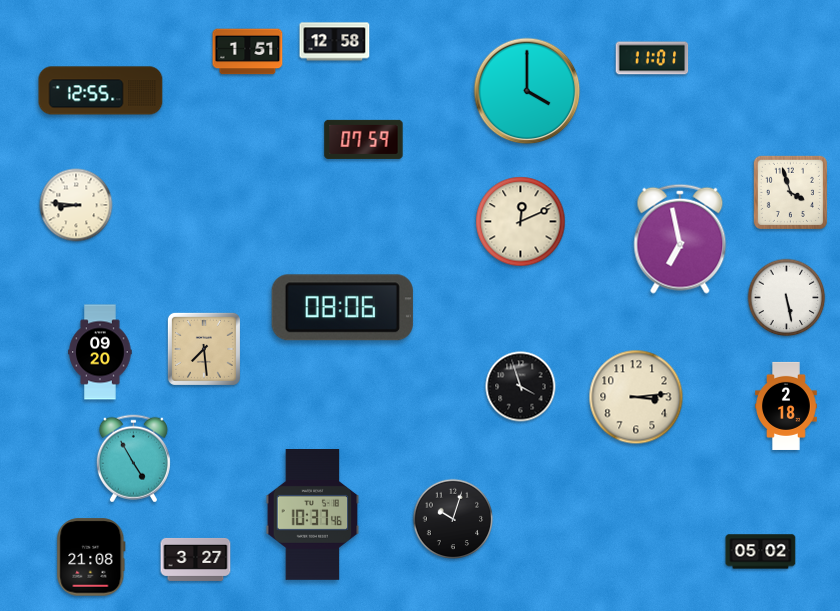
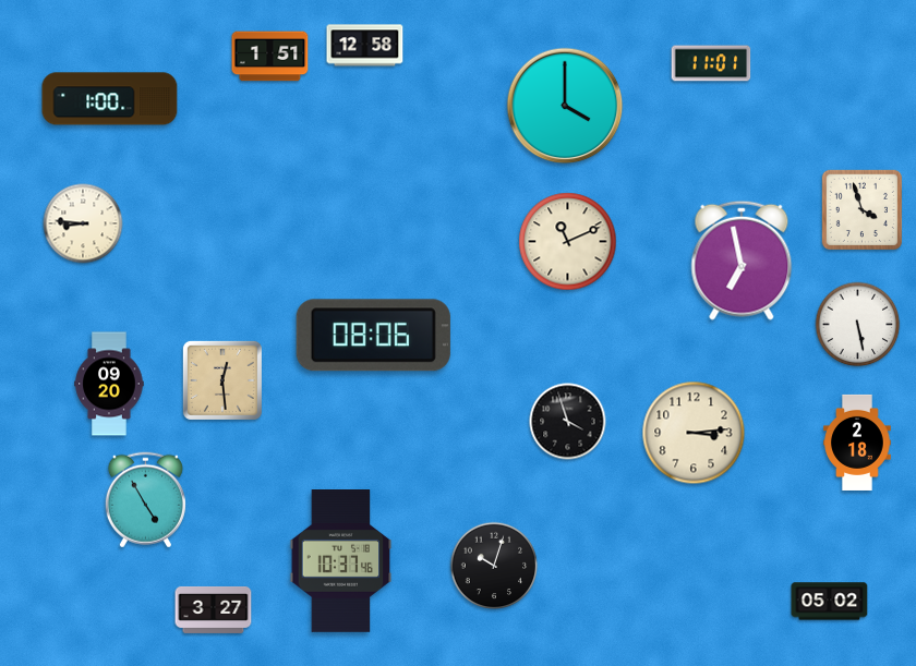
clock at (101, 91): 12:55 -> 1:00
clock at (527, 91) position: (527, 91) -> (565, 106)
clock at (364, 139): 07:59 -> none
clock at (521, 222): 12:11 -> 11:11
clock at (204, 349): 7:29 -> 12:29
clock at (91, 557): 21:08 -> none
